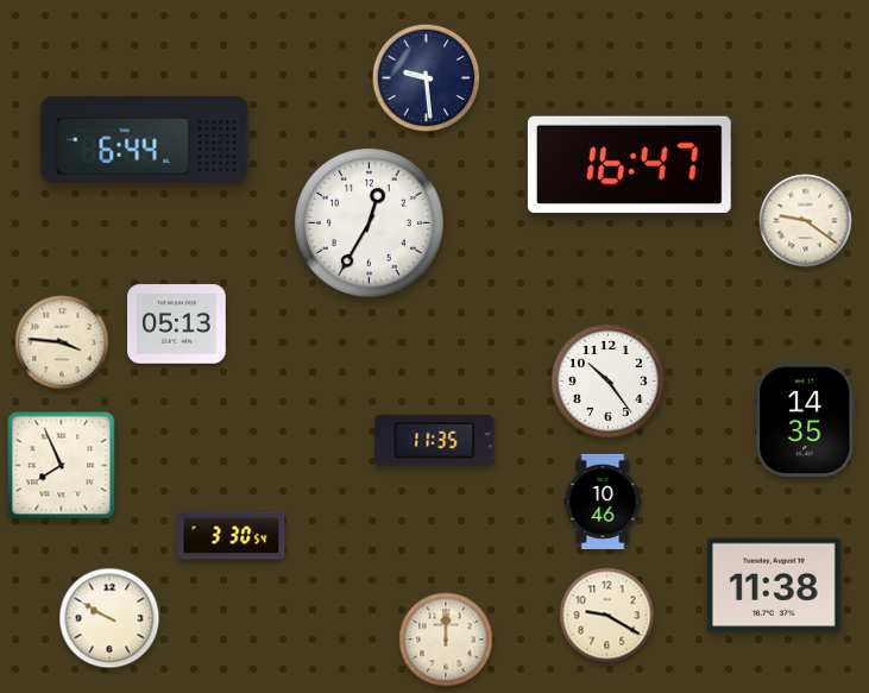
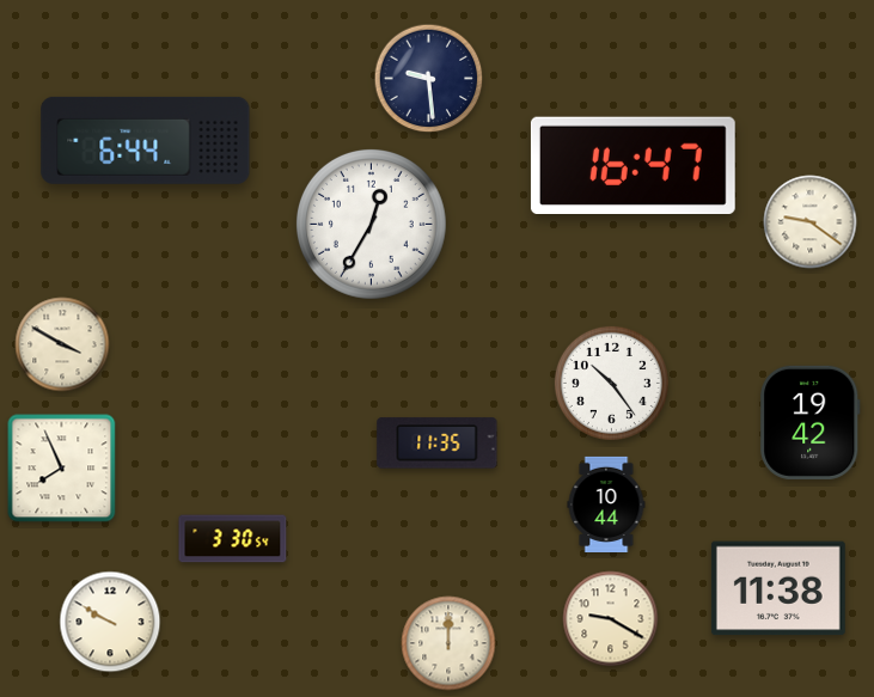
clock at (177, 325): 05:13 -> none
clock at (62, 342): 3:46 -> 3:50
clock at (806, 420): 14:35 -> 19:42
clock at (603, 502): 10:46 -> 10:44
